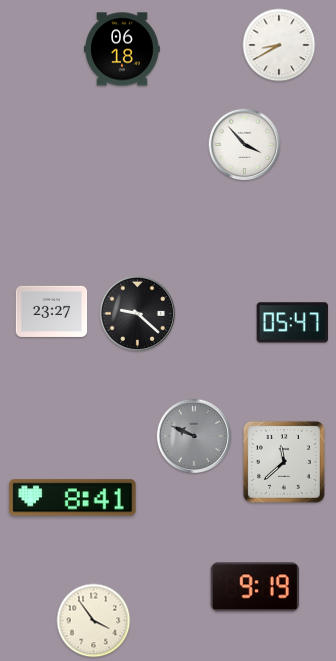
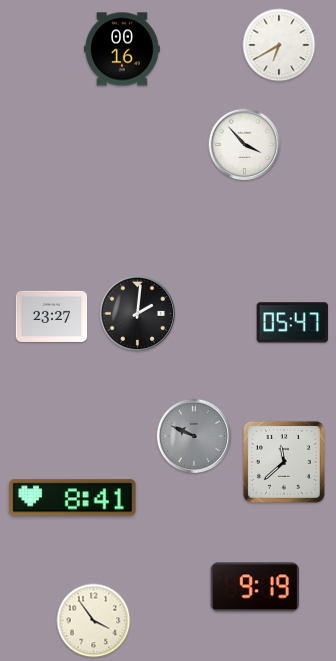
clock at (279, 45): 8:40 -> 6:40
clock at (122, 49): 06:18 -> 00:16
clock at (52, 311) position: (52, 311) -> (52, 316)
clock at (138, 314): 9:22 -> 2:01
